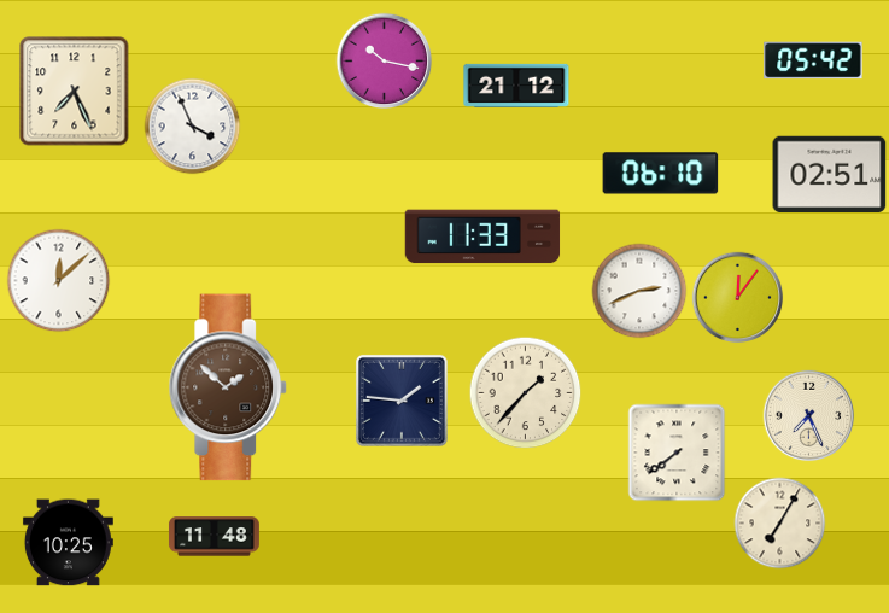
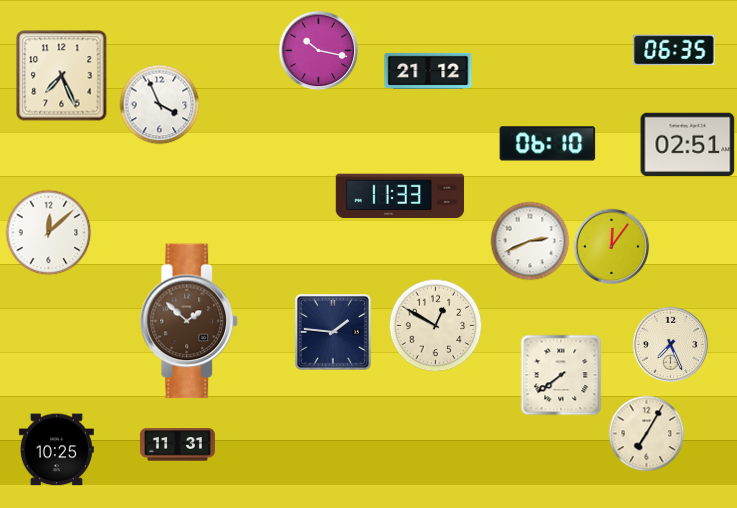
clock at (813, 60): 05:42 -> 06:35
clock at (526, 393): 1:37 -> 12:50
clock at (214, 537): 11:48 -> 11:31
